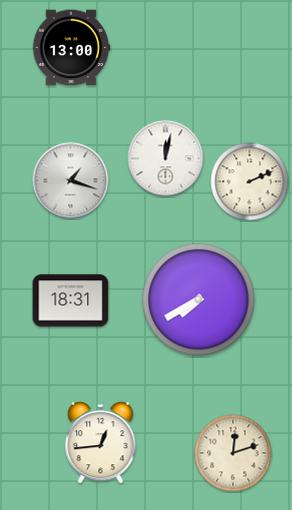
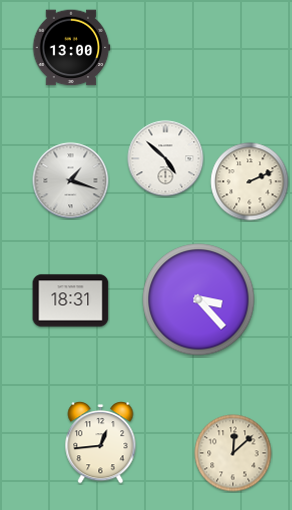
clock at (166, 159): 12:02 -> 4:52
clock at (199, 300): 7:40 -> 3:23
clock at (233, 453): 12:12 -> 12:08
